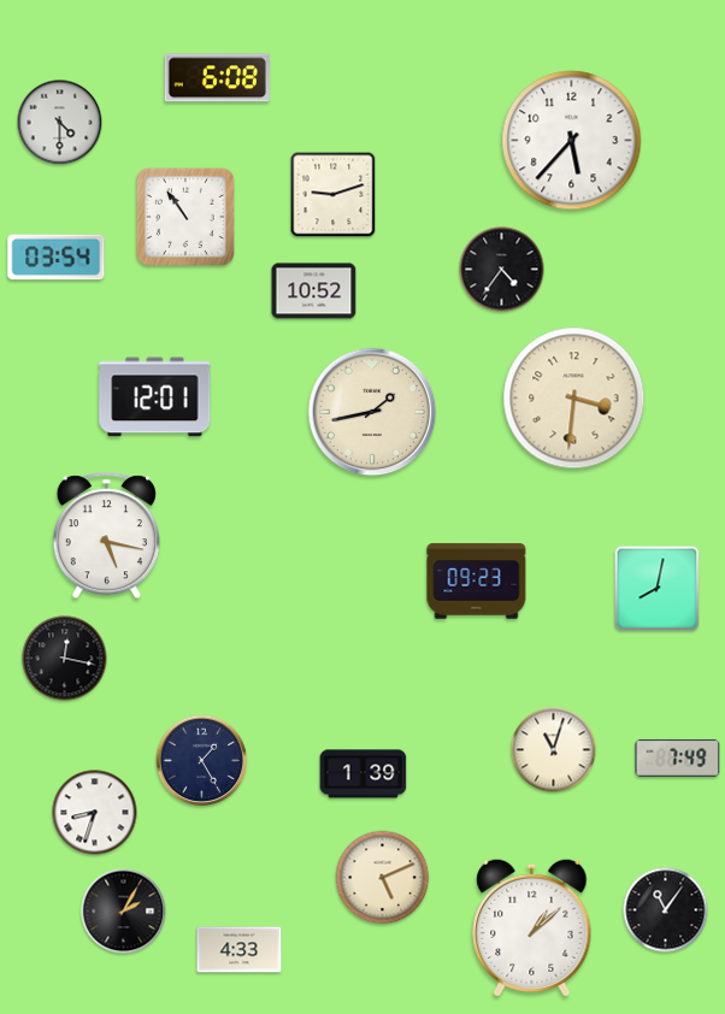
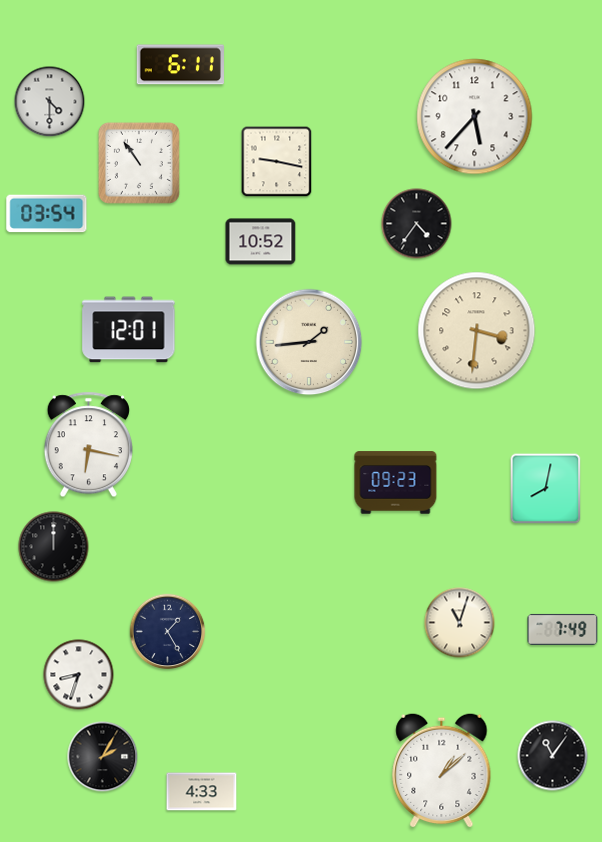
clock at (217, 78): 6:08 -> 6:11
clock at (334, 195): 9:12 -> 9:17
clock at (185, 217) position: (185, 217) -> (139, 163)
clock at (372, 412): 1:43 -> 1:44
clock at (106, 536): 5:17 -> 6:17
clock at (65, 659): 12:17 -> 12:00
clock at (364, 774): 1:39 -> none
clock at (383, 878): 5:11 -> none
clock at (240, 950) position: (240, 950) -> (202, 792)
